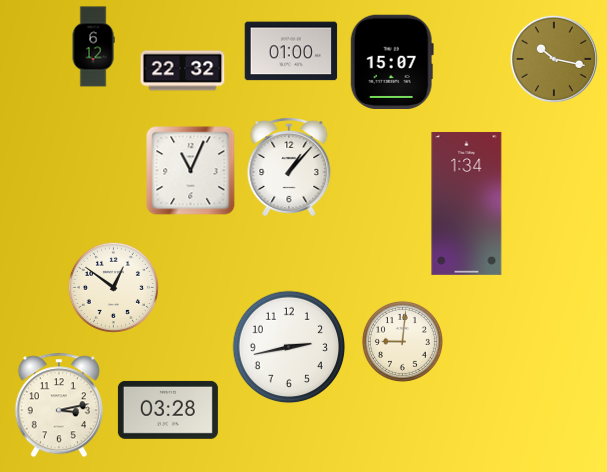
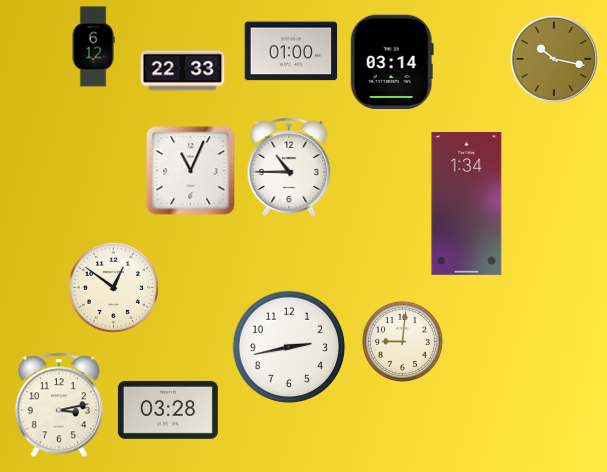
clock at (392, 61): 15:07 -> 03:14
clock at (183, 71): 22:32 -> 22:33
clock at (289, 167): 1:07 -> 10:45
